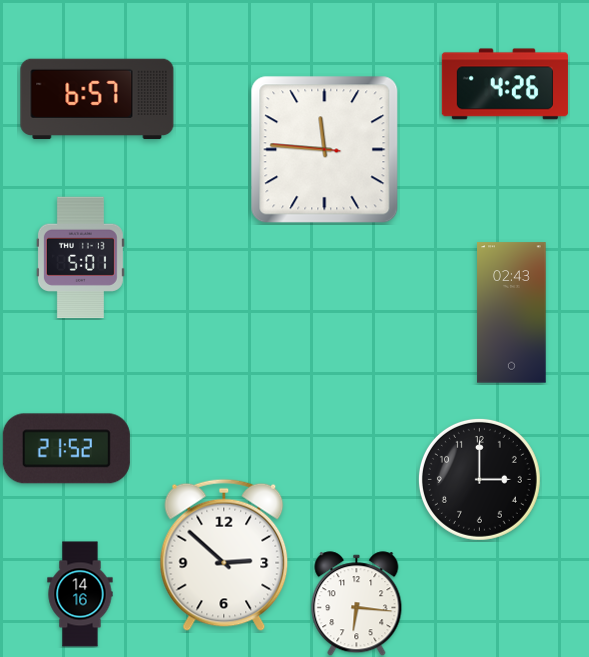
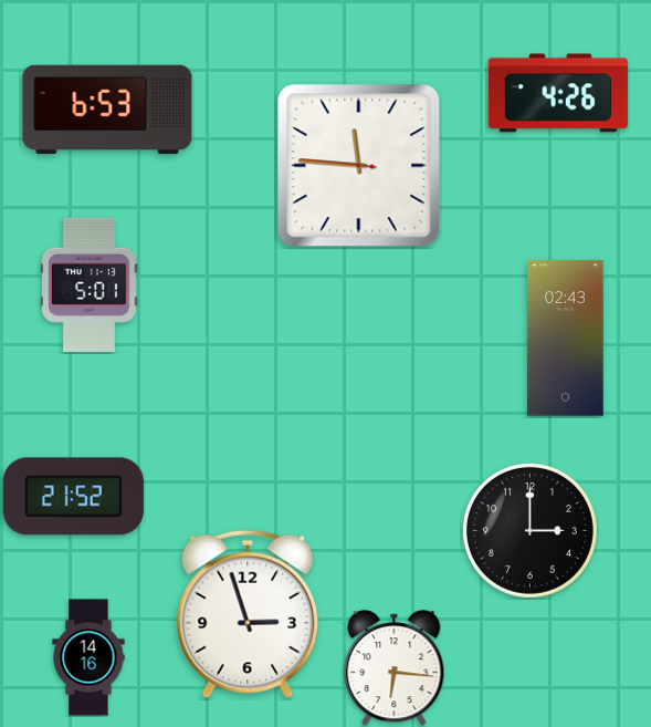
clock at (97, 99): 6:57 -> 6:53
clock at (512, 313) position: (512, 313) -> (566, 339)
clock at (224, 555): 2:52 -> 2:57
